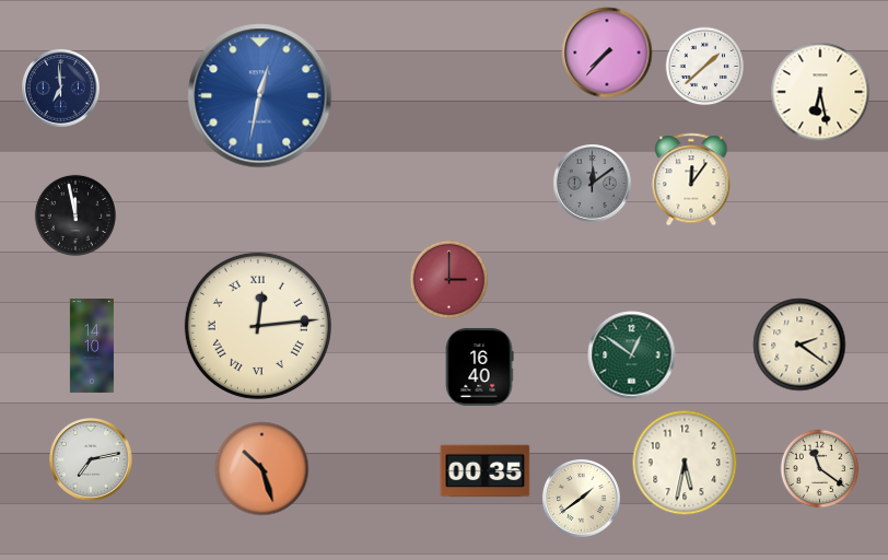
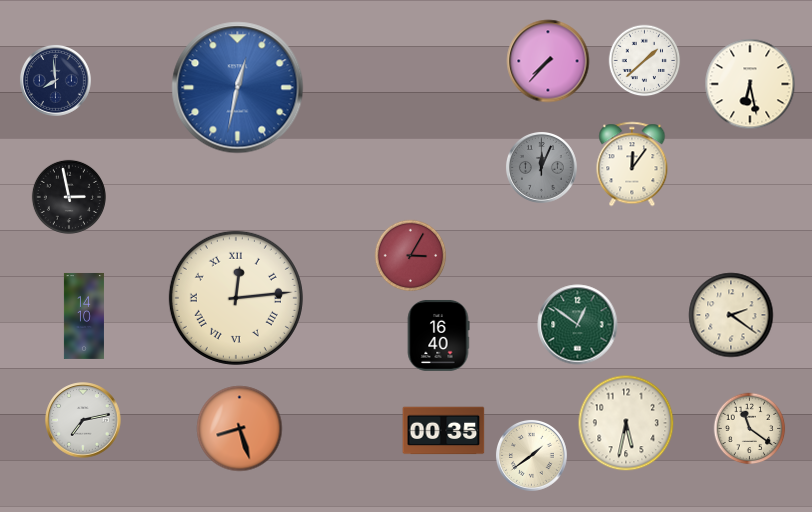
clock at (607, 52) position: (607, 52) -> (548, 61)
clock at (60, 87): 6:59 -> 7:59
clock at (592, 183): 12:09 -> 12:04
clock at (75, 215): 11:58 -> 2:58
clock at (449, 280): 3:00 -> 3:05
clock at (262, 469): 10:27 -> 8:27
